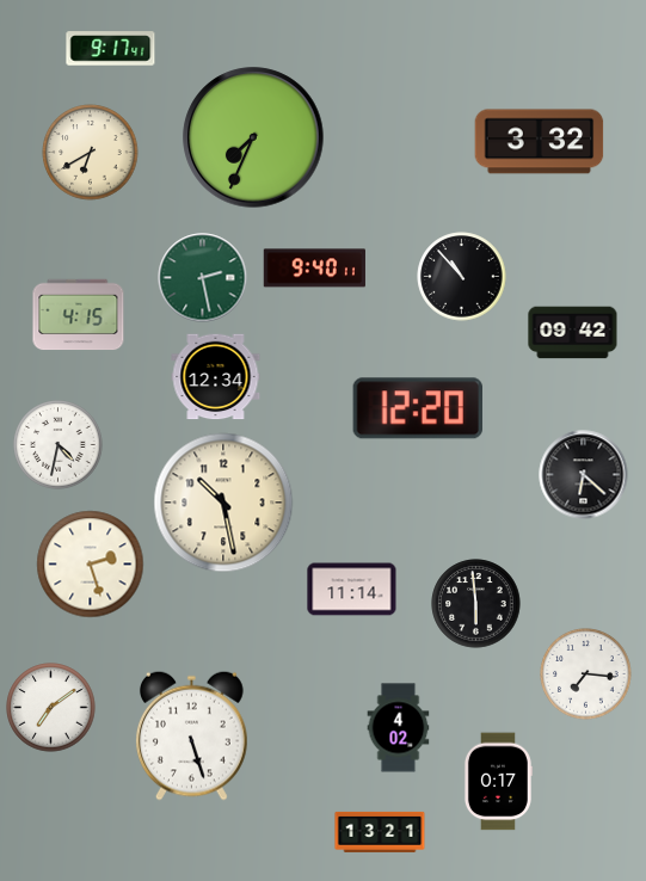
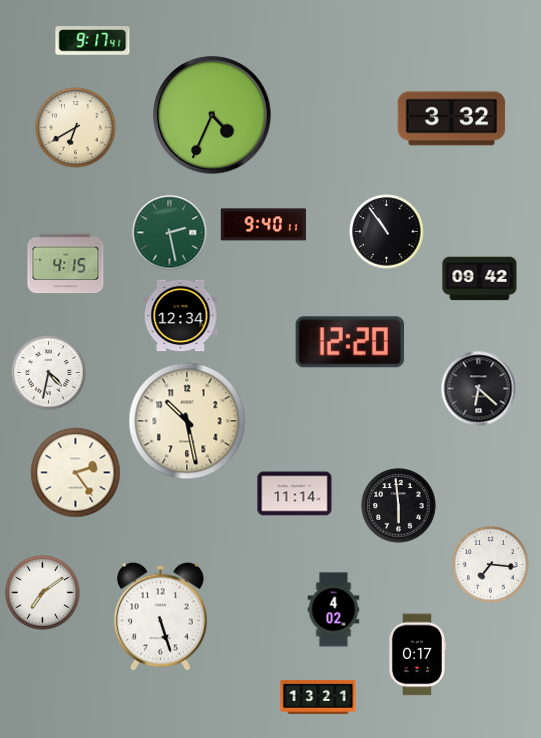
clock at (253, 137): 7:34 -> 4:34
clock at (462, 277): 10:53 -> 10:54
clock at (584, 475) position: (584, 475) -> (479, 389)
clock at (91, 565): 2:27 -> 2:24
